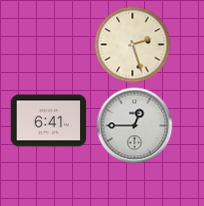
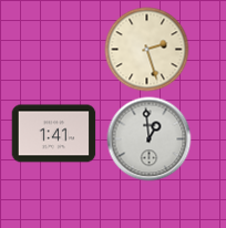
clock at (49, 121): 6:41 -> 1:41
clock at (135, 126): 12:45 -> 12:59
